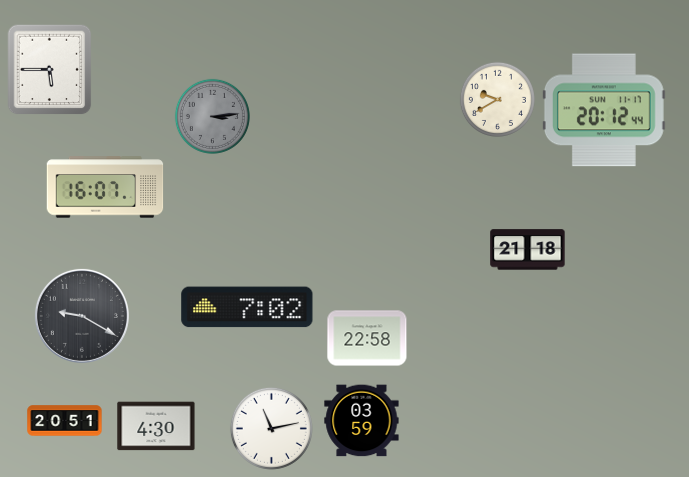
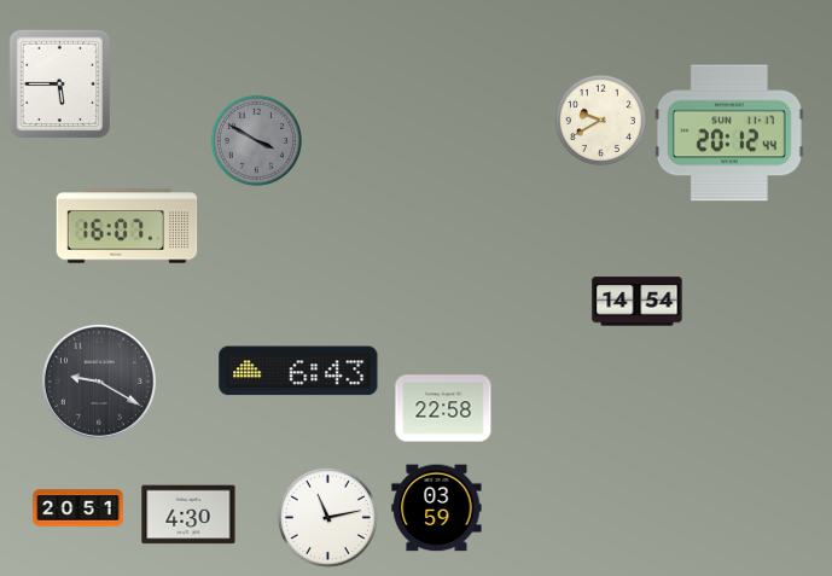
clock at (212, 116): 3:14 -> 3:50
clock at (528, 250): 21:18 -> 14:54
clock at (247, 307): 7:02 -> 6:43
